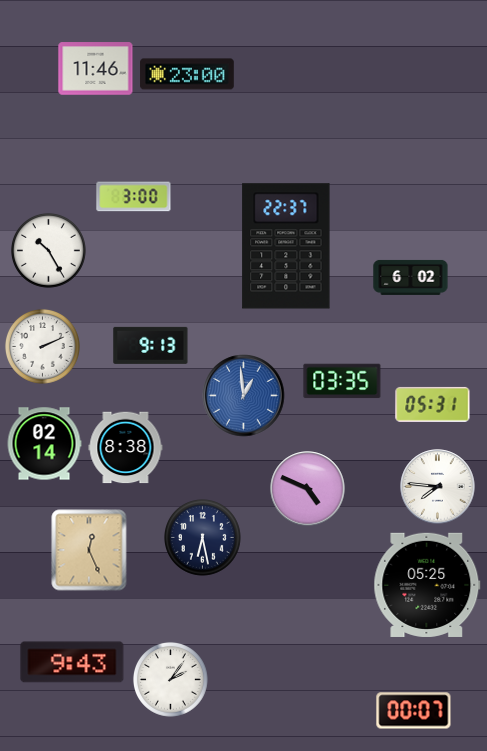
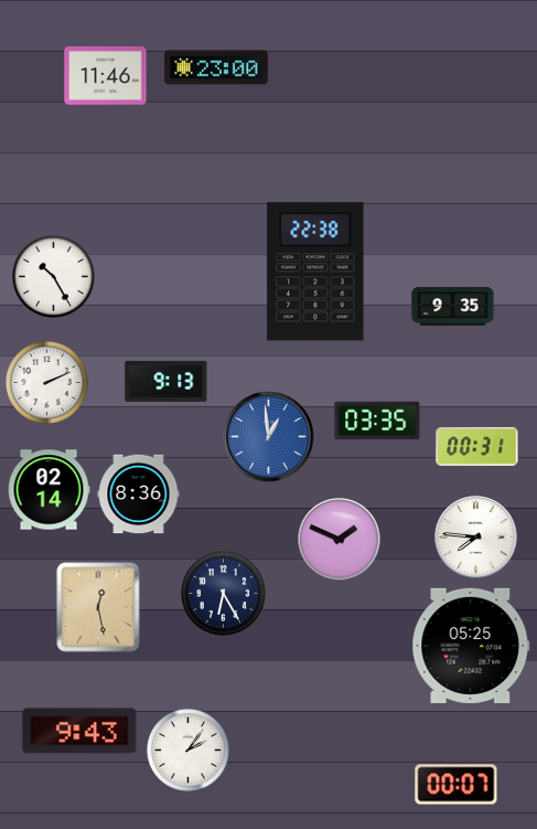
clock at (187, 74) position: (187, 74) -> (216, 67)
clock at (134, 197): 3:00 -> none
clock at (286, 246): 22:37 -> 22:38
clock at (411, 277): 6:02 -> 9:35
clock at (433, 404): 05:31 -> 00:31
clock at (126, 448): 8:38 -> 8:36
clock at (438, 487) position: (438, 487) -> (476, 538)
clock at (308, 489): 4:49 -> 1:49
clock at (203, 538): 6:28 -> 6:25
clock at (89, 550): 12:26 -> 12:28
